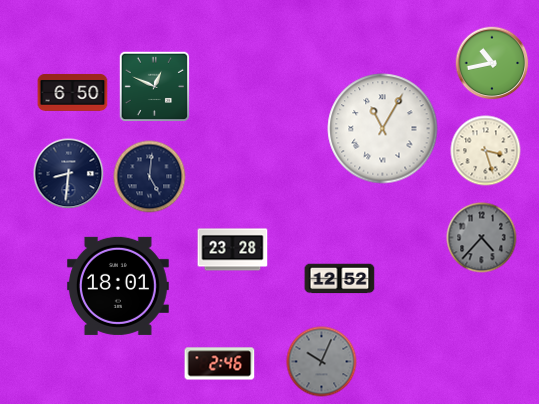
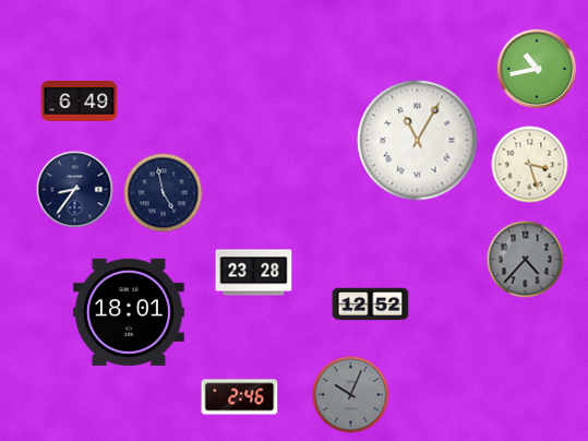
clock at (155, 87): 12:49 -> none
clock at (73, 92): 6:50 -> 6:49
clock at (69, 174): 8:31 -> 8:36
clock at (150, 177): 5:01 -> 4:58
